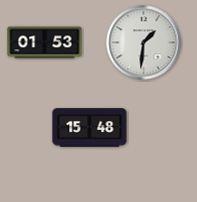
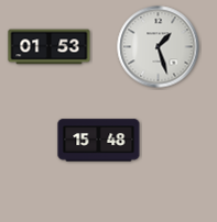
clock at (144, 43): 1:31 -> 1:27
